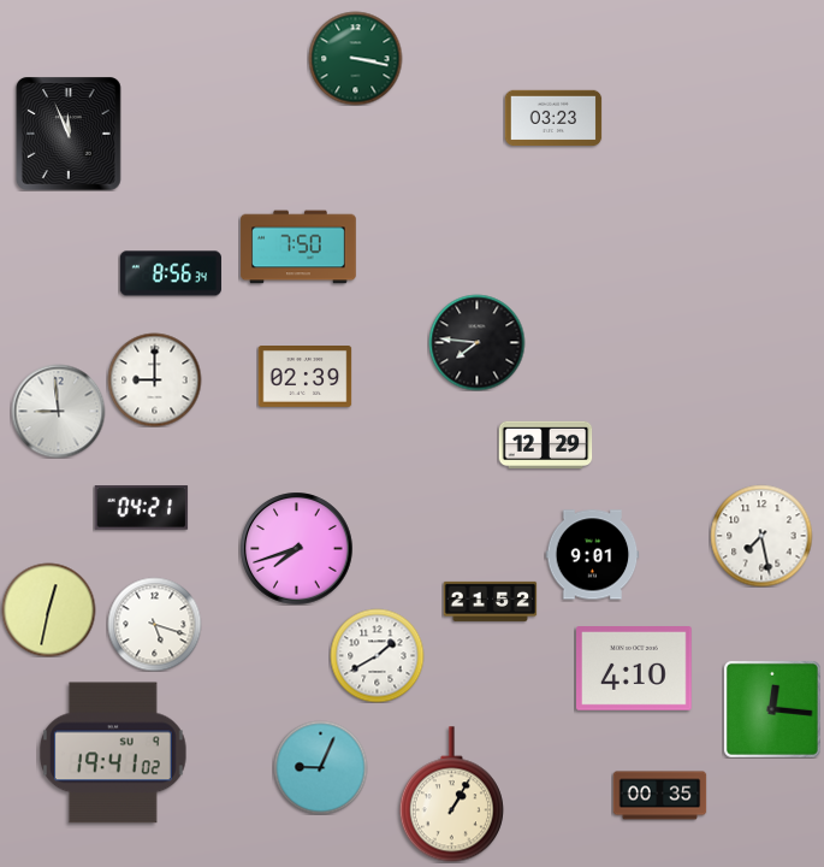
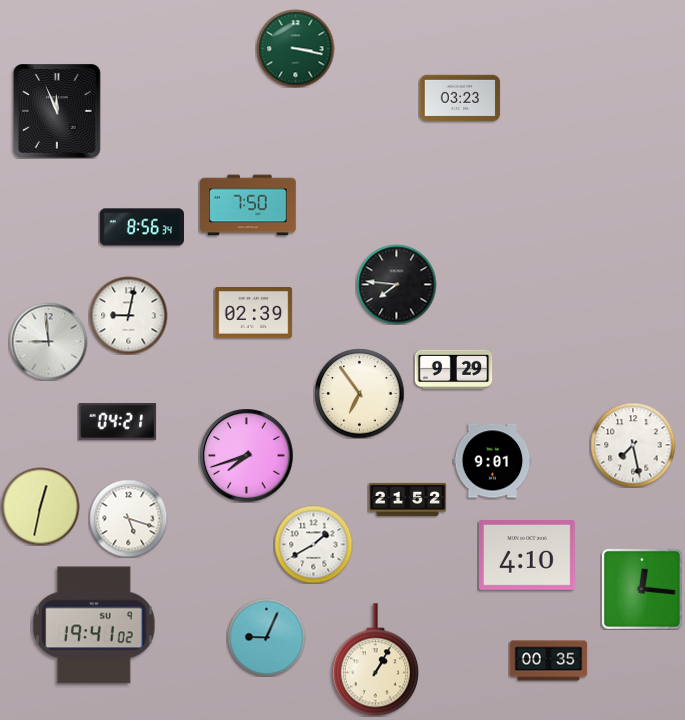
clock at (154, 379): 9:00 -> 9:02
clock at (545, 446): 12:29 -> 9:29
clock at (359, 393): none -> 6:54
